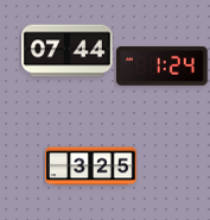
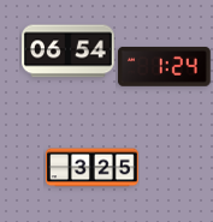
clock at (68, 51): 07:44 -> 06:54
